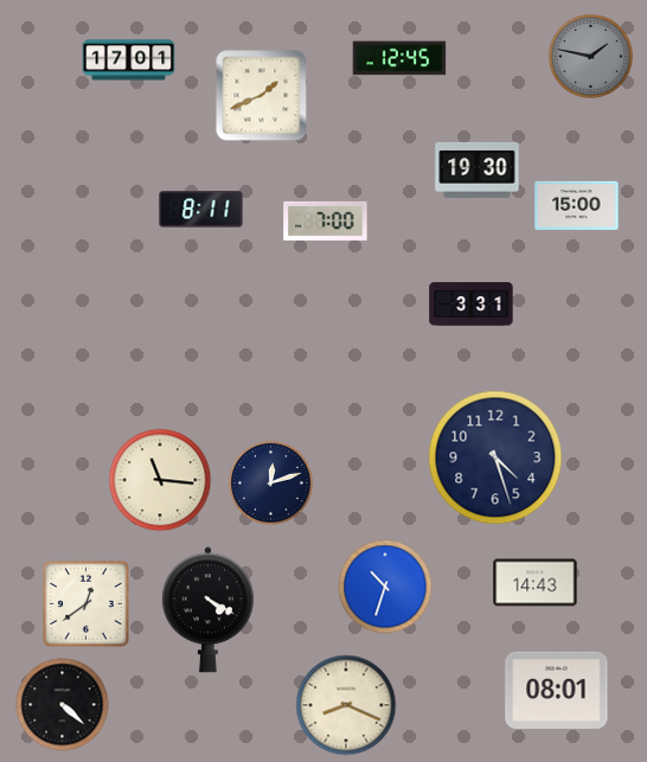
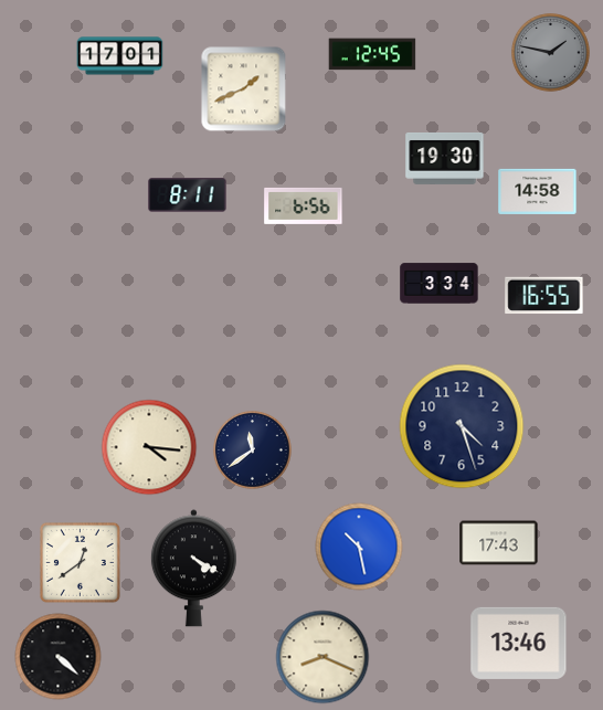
clock at (577, 205): 15:00 -> 14:58
clock at (326, 220): 7:00 -> 6:56
clock at (472, 305): 3:31 -> 3:34
clock at (544, 296): none -> 16:55
clock at (160, 480): 11:16 -> 4:16
clock at (271, 484): 12:12 -> 11:39
clock at (536, 583): 14:43 -> 17:43
clock at (385, 587): 10:33 -> 10:28
clock at (557, 690): 08:01 -> 13:46
